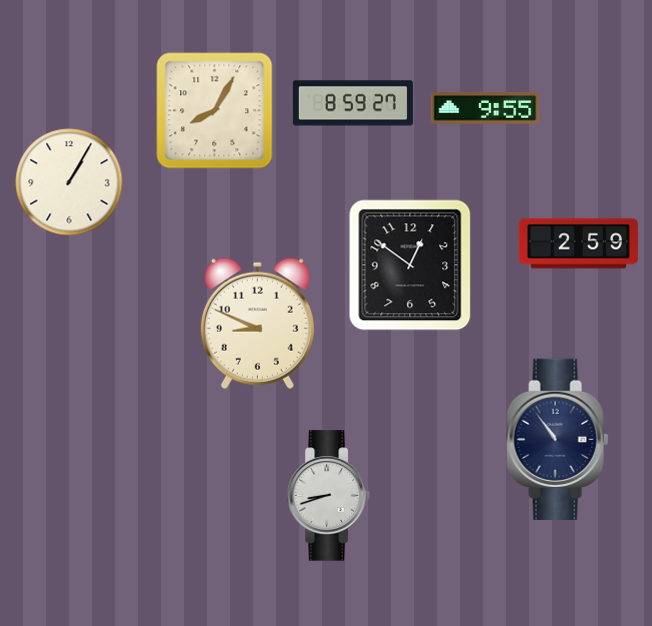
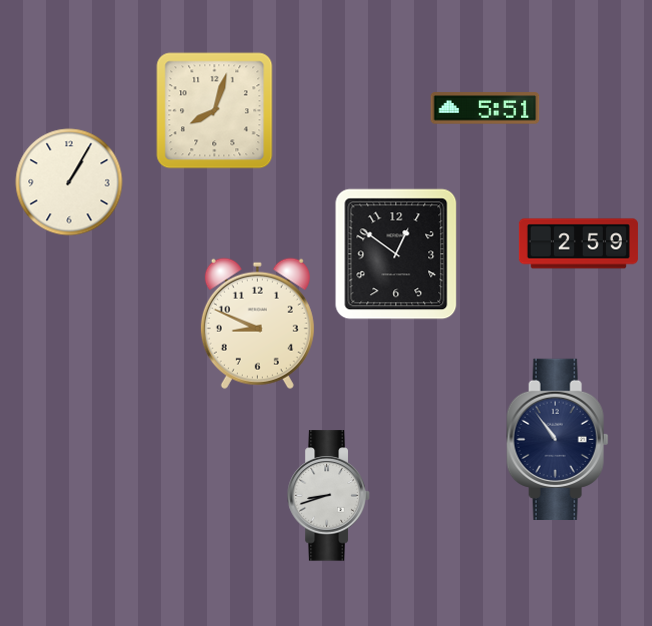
clock at (353, 103): 8:59 -> none
clock at (485, 108): 9:55 -> 5:51
clock at (215, 111): 8:05 -> 8:03
clock at (410, 265) position: (410, 265) -> (396, 254)
